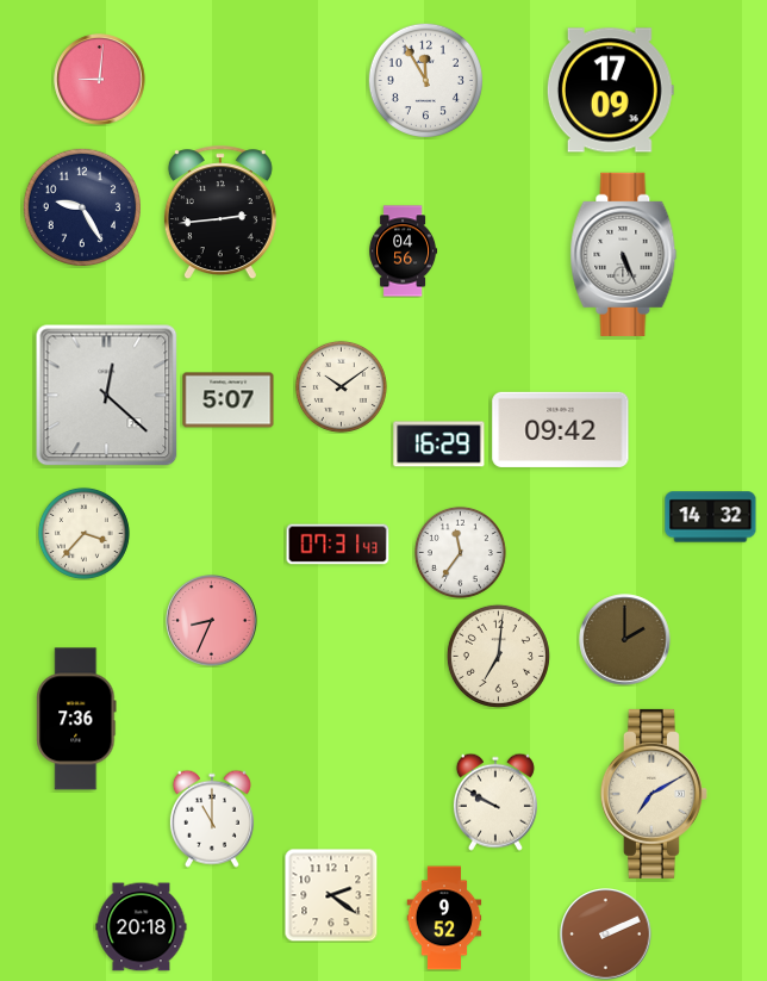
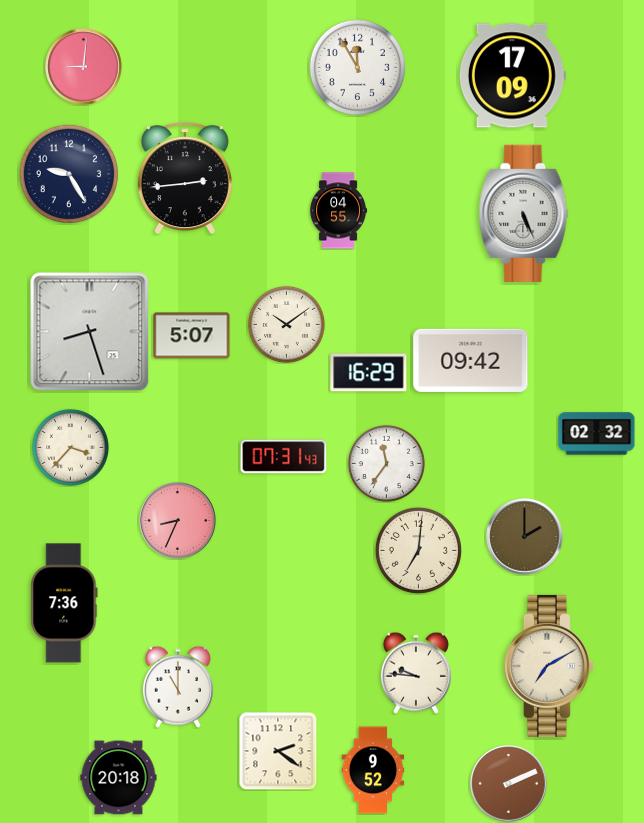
clock at (404, 252): 04:56 -> 04:55
clock at (107, 396): 12:22 -> 8:27
clock at (711, 517): 14:32 -> 02:32
clock at (495, 802): 9:50 -> 9:46
